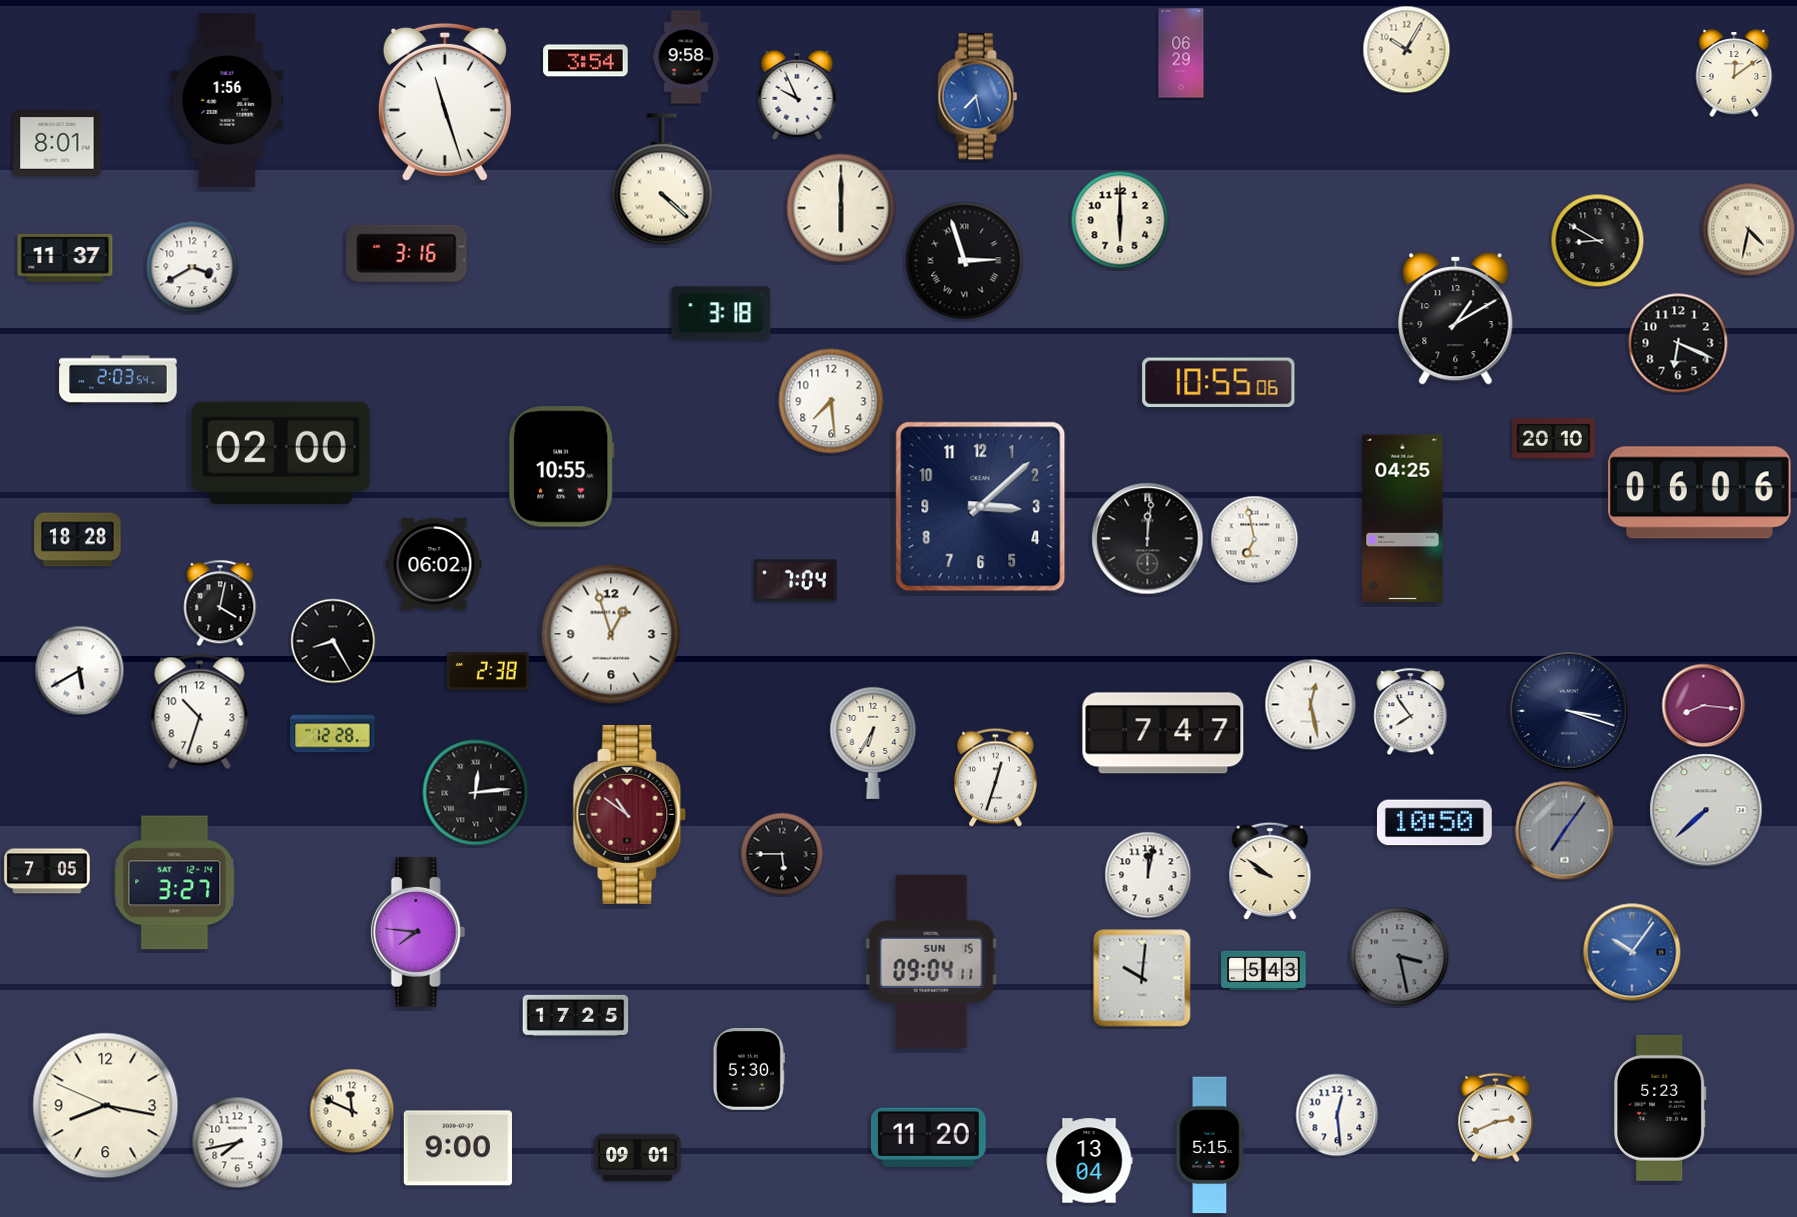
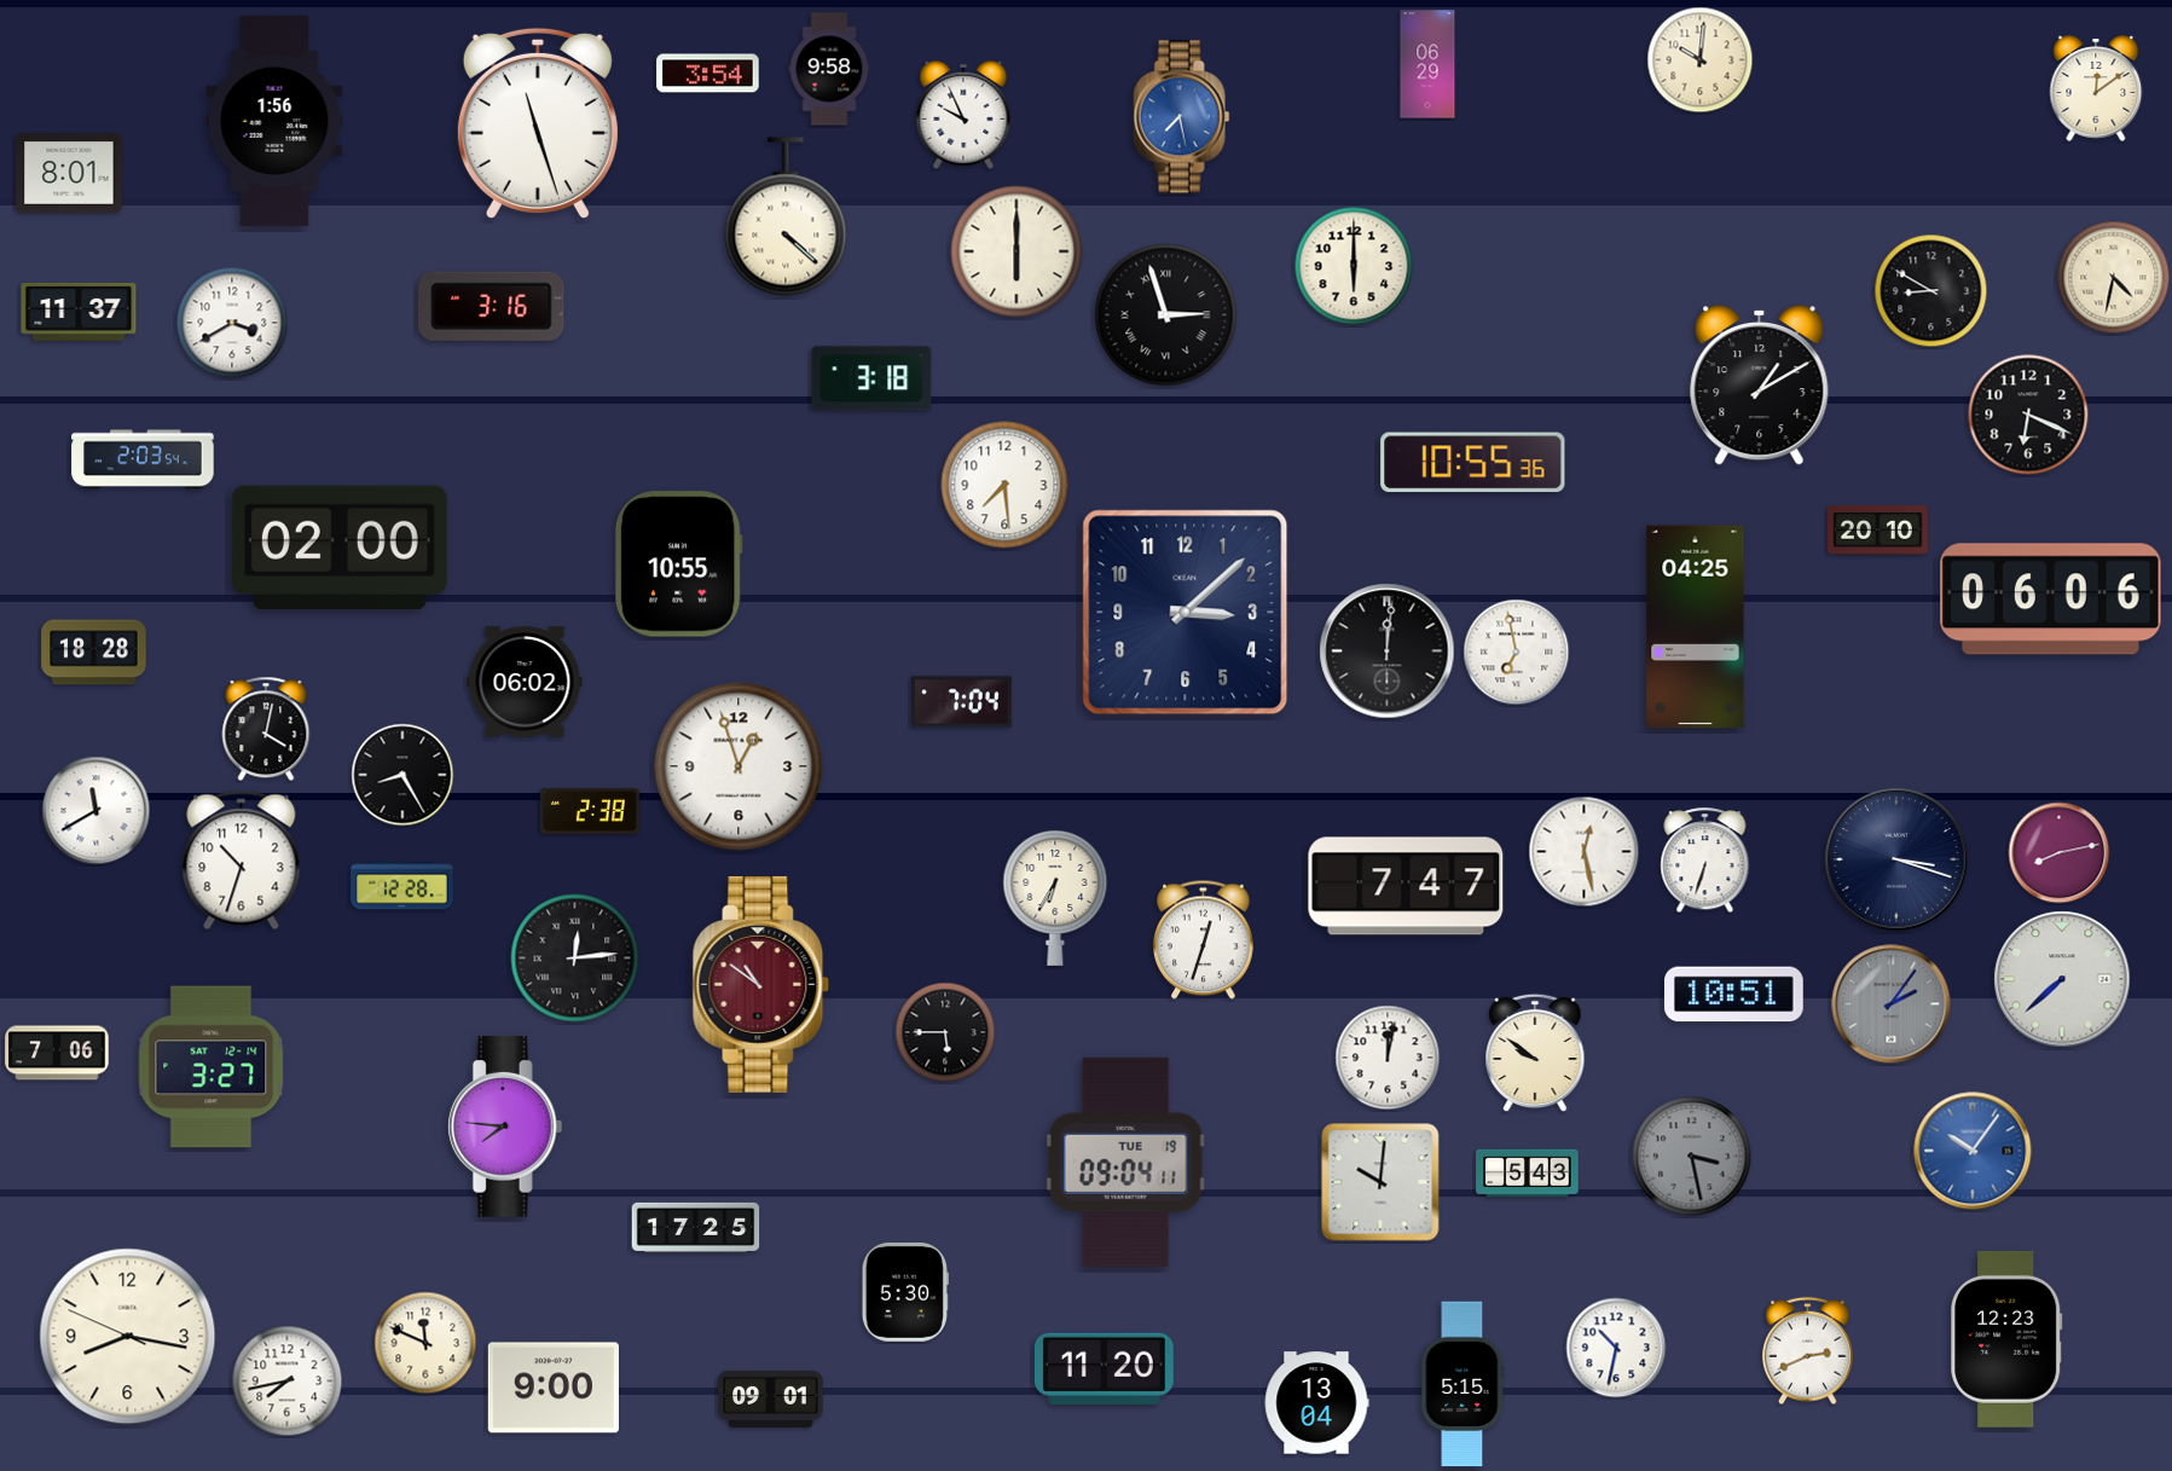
clock at (1407, 50): 10:05 -> 10:01
clock at (662, 179) position: (662, 179) -> (786, 216)
clock at (1219, 383): 10:55:06 -> 10:55:36
clock at (1700, 493) position: (1700, 493) -> (2051, 600)
clock at (80, 671): 5:40 -> 11:40
clock at (1704, 706): 8:16 -> 8:13
clock at (1411, 712): 7:54 -> 6:33
clock at (1434, 823): 10:50 -> 10:51
clock at (1565, 831): 7:06 -> 2:06
clock at (47, 871): 7:05 -> 7:06
clock at (931, 961) date: SUN 15 -> TUE 19
clock at (1660, 1108): 5:23 -> 12:23
clock at (1337, 1115): 12:29 -> 10:32
clock at (928, 1137) position: (928, 1137) -> (1104, 1368)
